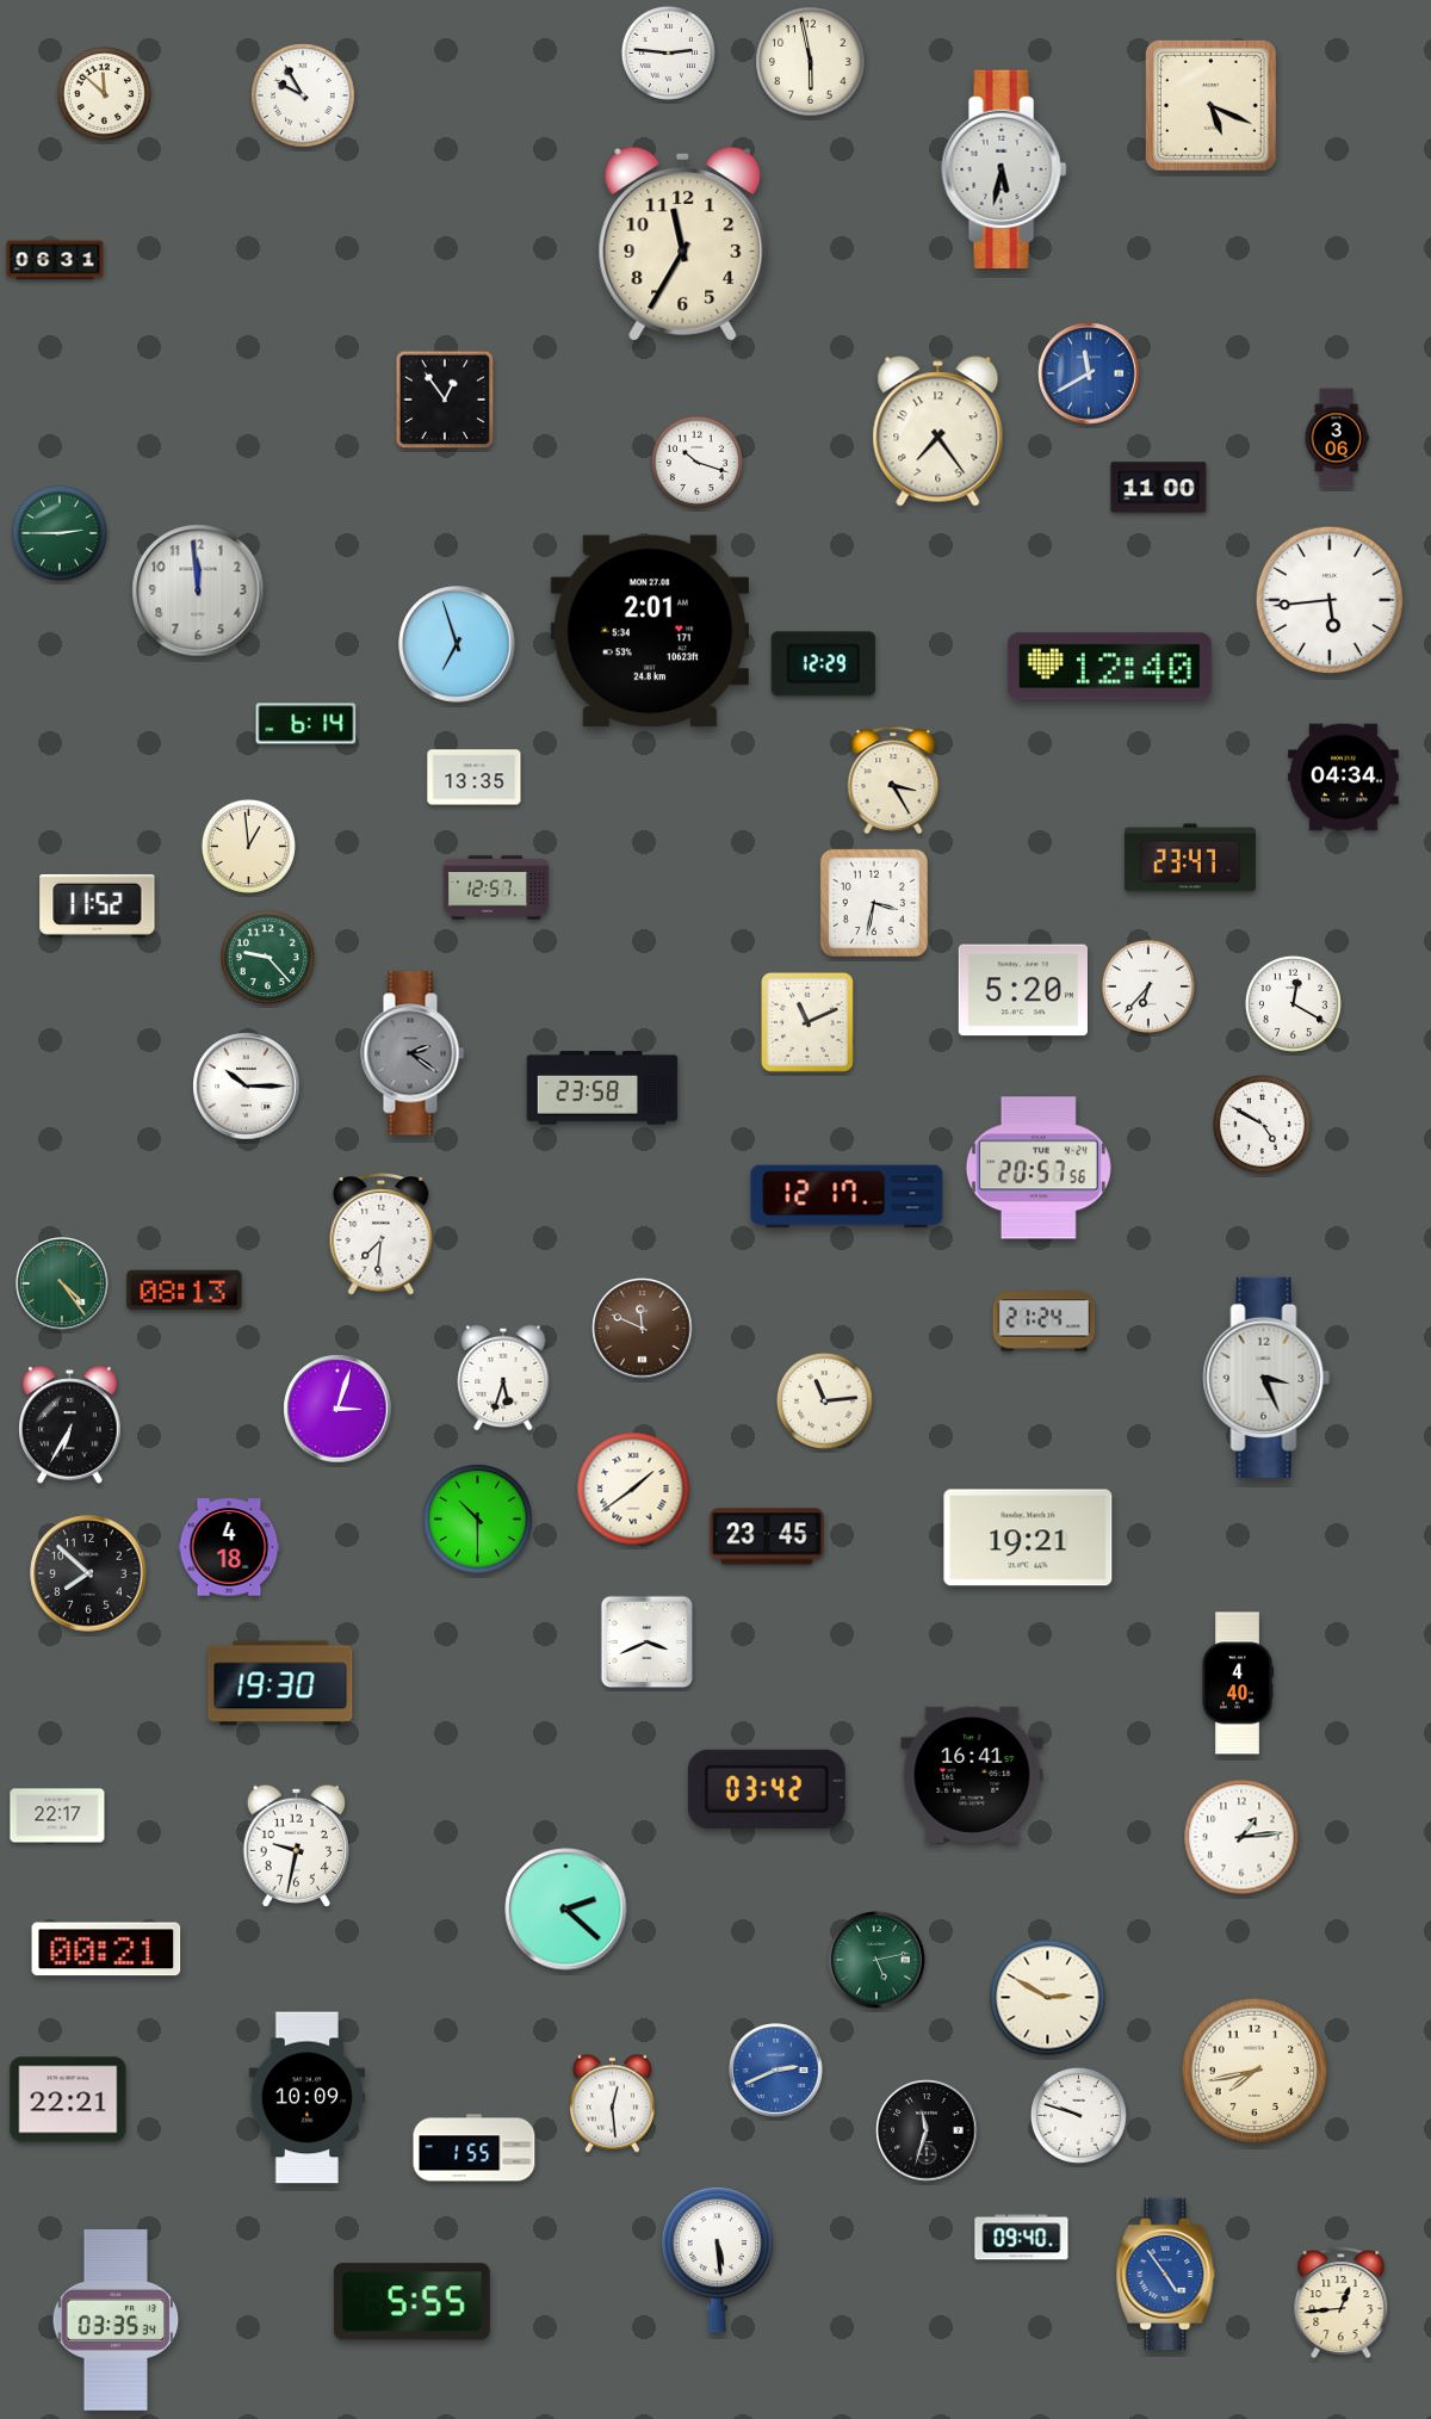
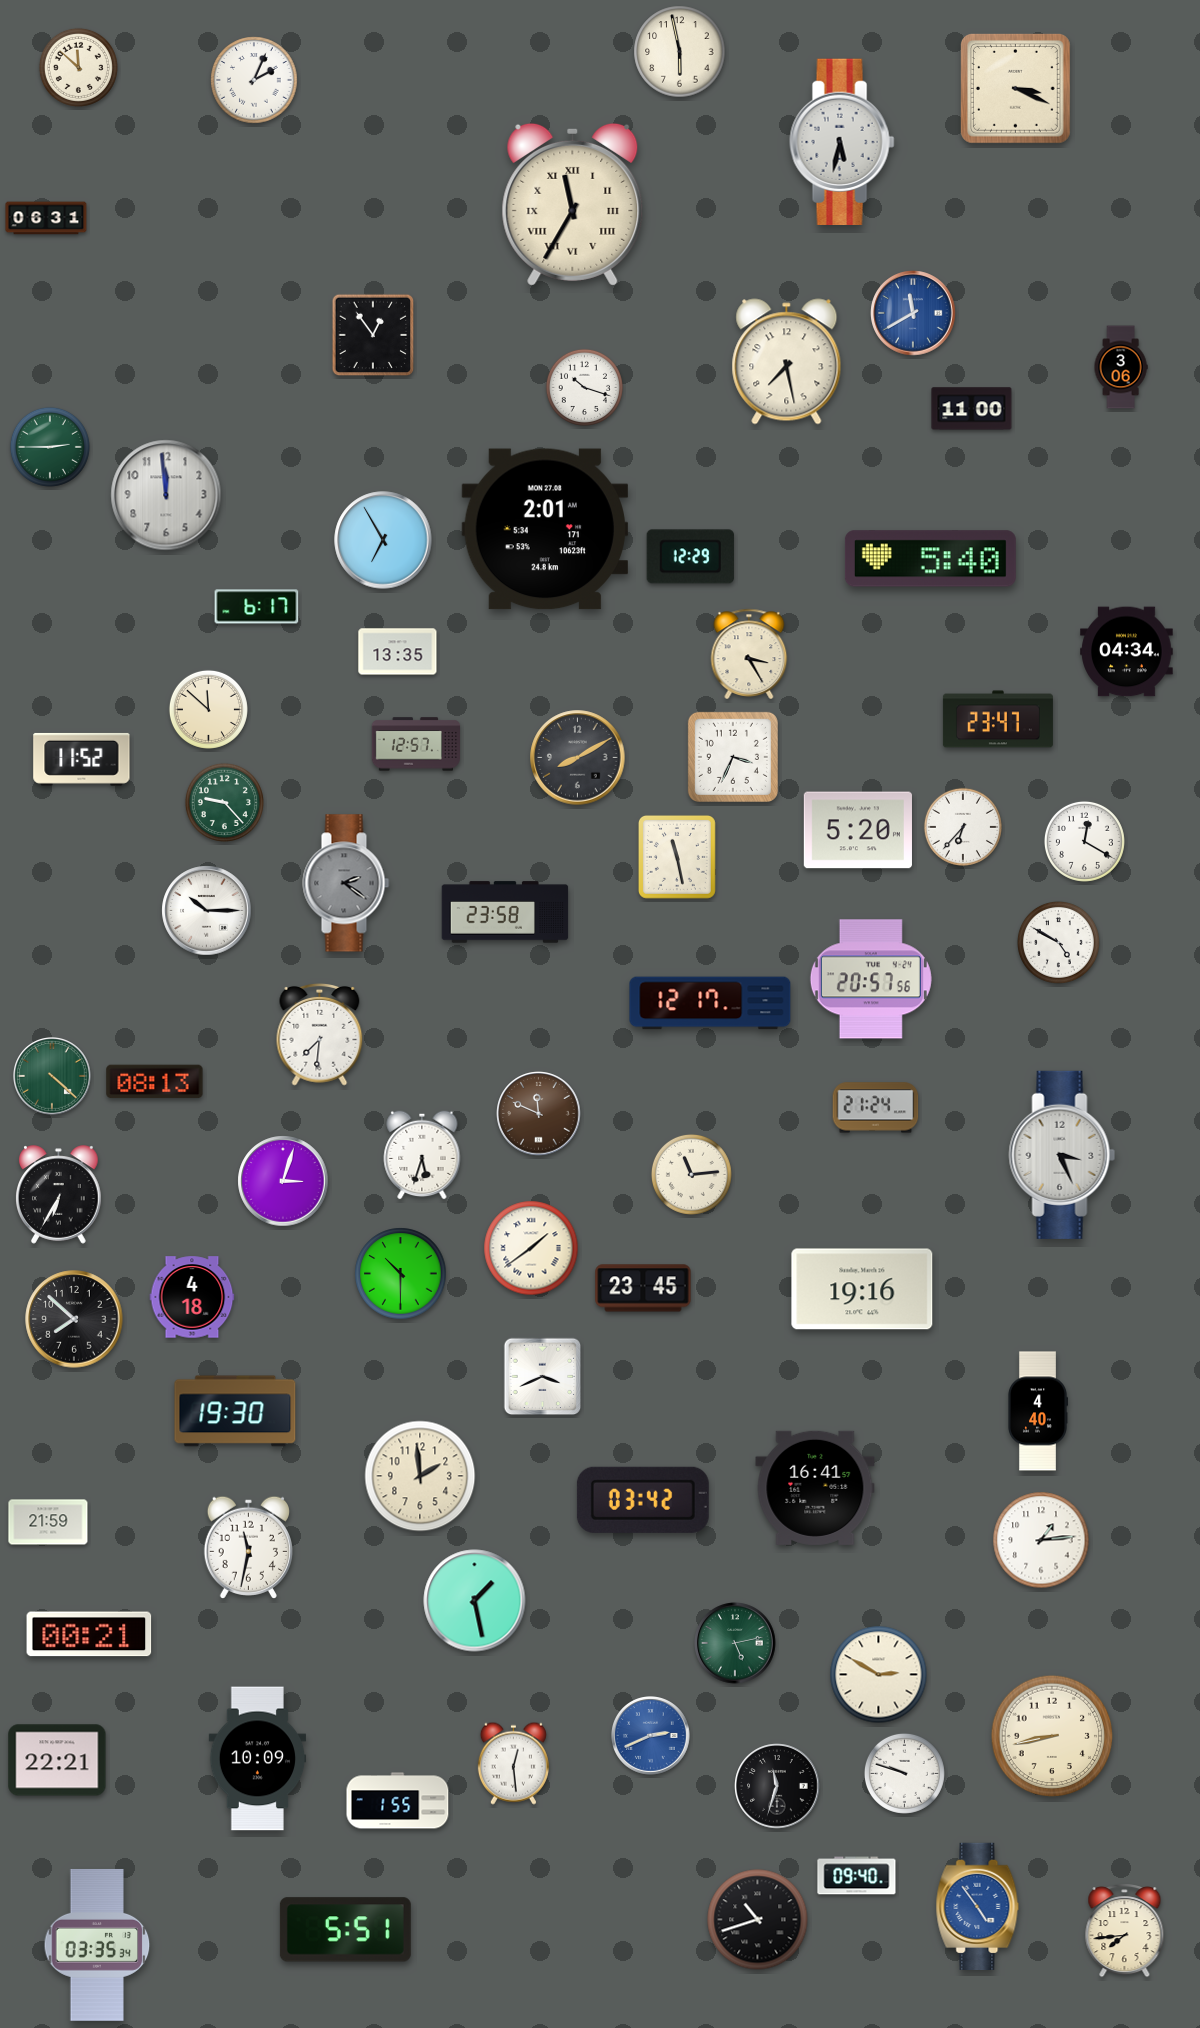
clock at (668, 52): 2:46 -> none
clock at (104, 93) position: (104, 93) -> (78, 67)
clock at (303, 95): 9:55 -> 2:04
clock at (1210, 105): 5:19 -> 3:19
clock at (683, 243) numerals: Arabic -> Roman
clock at (938, 432): 7:24 -> 7:28
clock at (1330, 600): 5:44 -> none
clock at (457, 644): 6:57 -> 6:55
clock at (1109, 667): 12:40 -> 5:40
clock at (306, 724): 6:14 -> 6:17
clock at (248, 846): 12:59 -> 11:52
clock at (874, 903): 3:32 -> 3:34
clock at (578, 758): none -> 8:10
clock at (807, 1022): 11:11 -> 11:28
clock at (63, 1285): 4:24 -> 4:22
clock at (1028, 1538): 19:21 -> 19:16
clock at (420, 1476): none -> 1:59
clock at (57, 1815): 22:17 -> 21:59
clock at (296, 1845): 9:32 -> 11:32
clock at (566, 1910): 2:22 -> 1:28
clock at (1255, 2071): 7:43 -> 8:43
clock at (718, 2259): 5:29 -> none
clock at (758, 1920): none -> 10:42
clock at (411, 2302): 5:55 -> 5:51
clock at (1342, 2303): 12:44 -> 7:44
